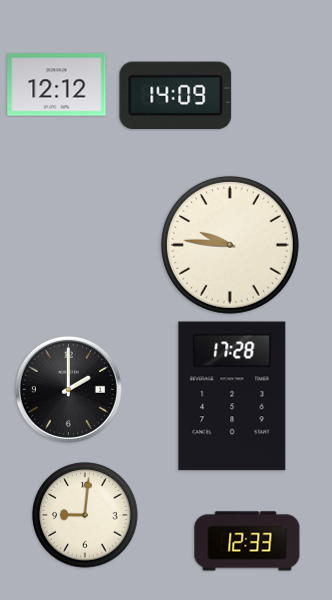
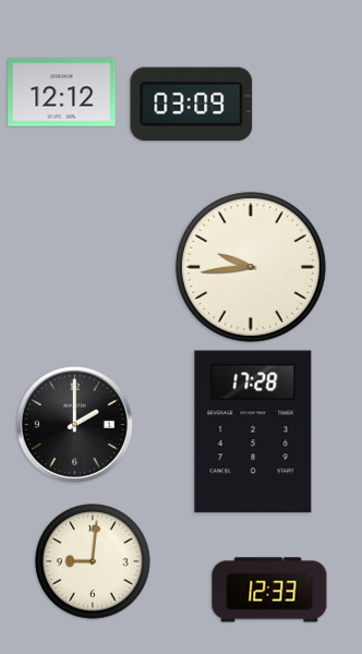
clock at (176, 96): 14:09 -> 03:09
clock at (230, 245): 9:46 -> 9:44
